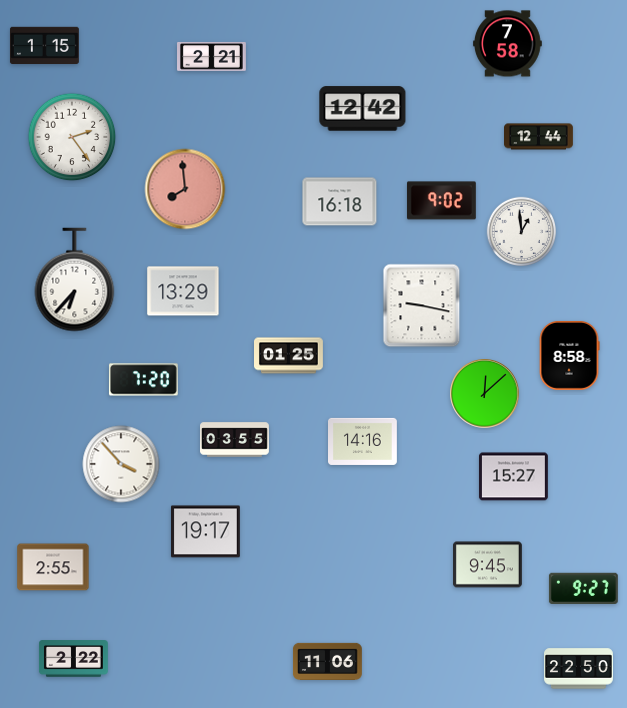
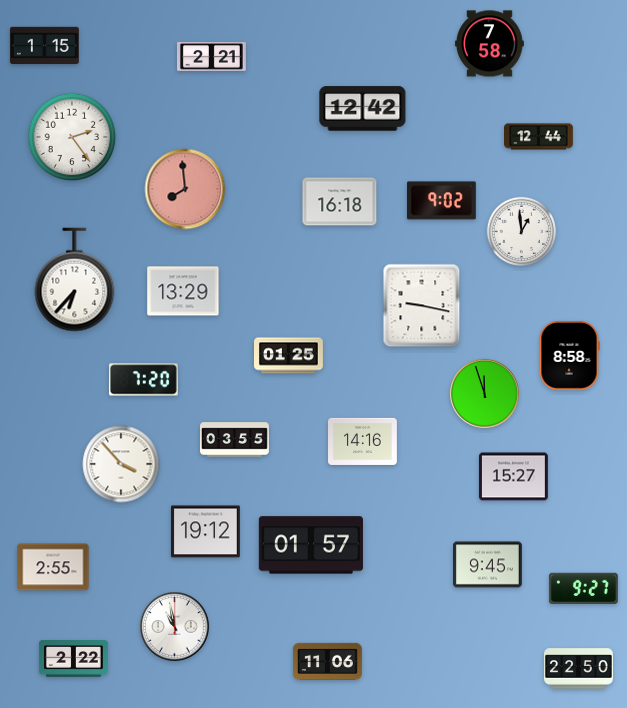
clock at (507, 44) position: (507, 44) -> (489, 44)
clock at (485, 394): 12:08 -> 11:57
clock at (205, 532): 19:17 -> 19:12
clock at (311, 545): none -> 01:57
clock at (175, 627): none -> 10:58
